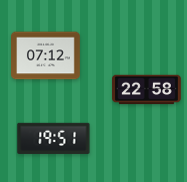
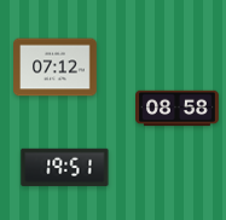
clock at (147, 90): 22:58 -> 08:58
